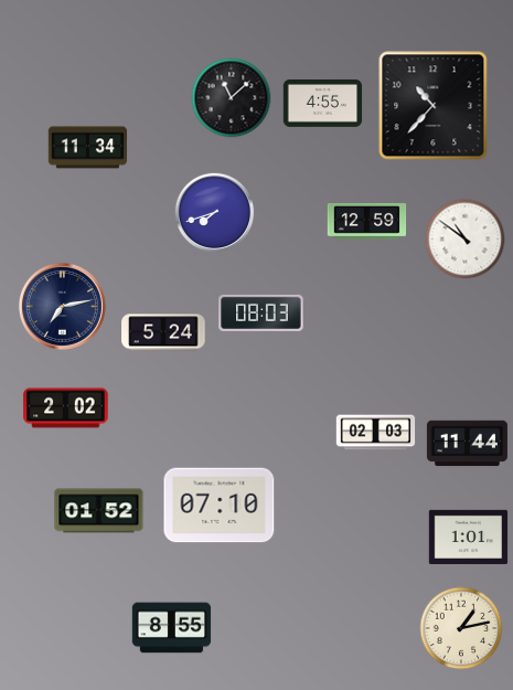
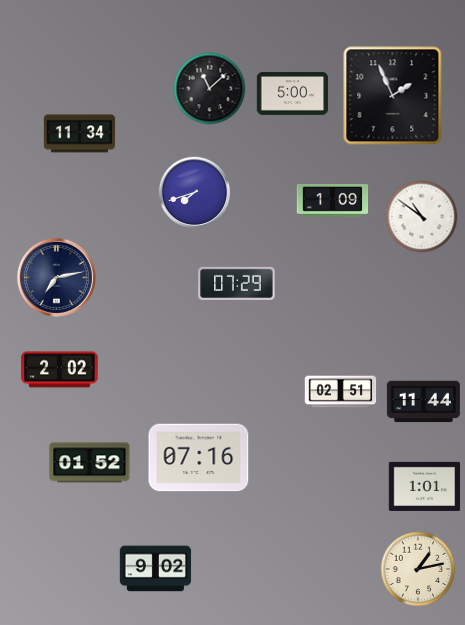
clock at (323, 104): 4:55 -> 5:00
clock at (434, 106): 10:37 -> 1:56
clock at (367, 221): 12:59 -> 1:09
clock at (261, 312): 08:03 -> 07:29
clock at (163, 332): 5:24 -> none
clock at (376, 433): 02:03 -> 02:51
clock at (220, 506): 07:10 -> 07:16
clock at (172, 628): 8:55 -> 9:02
